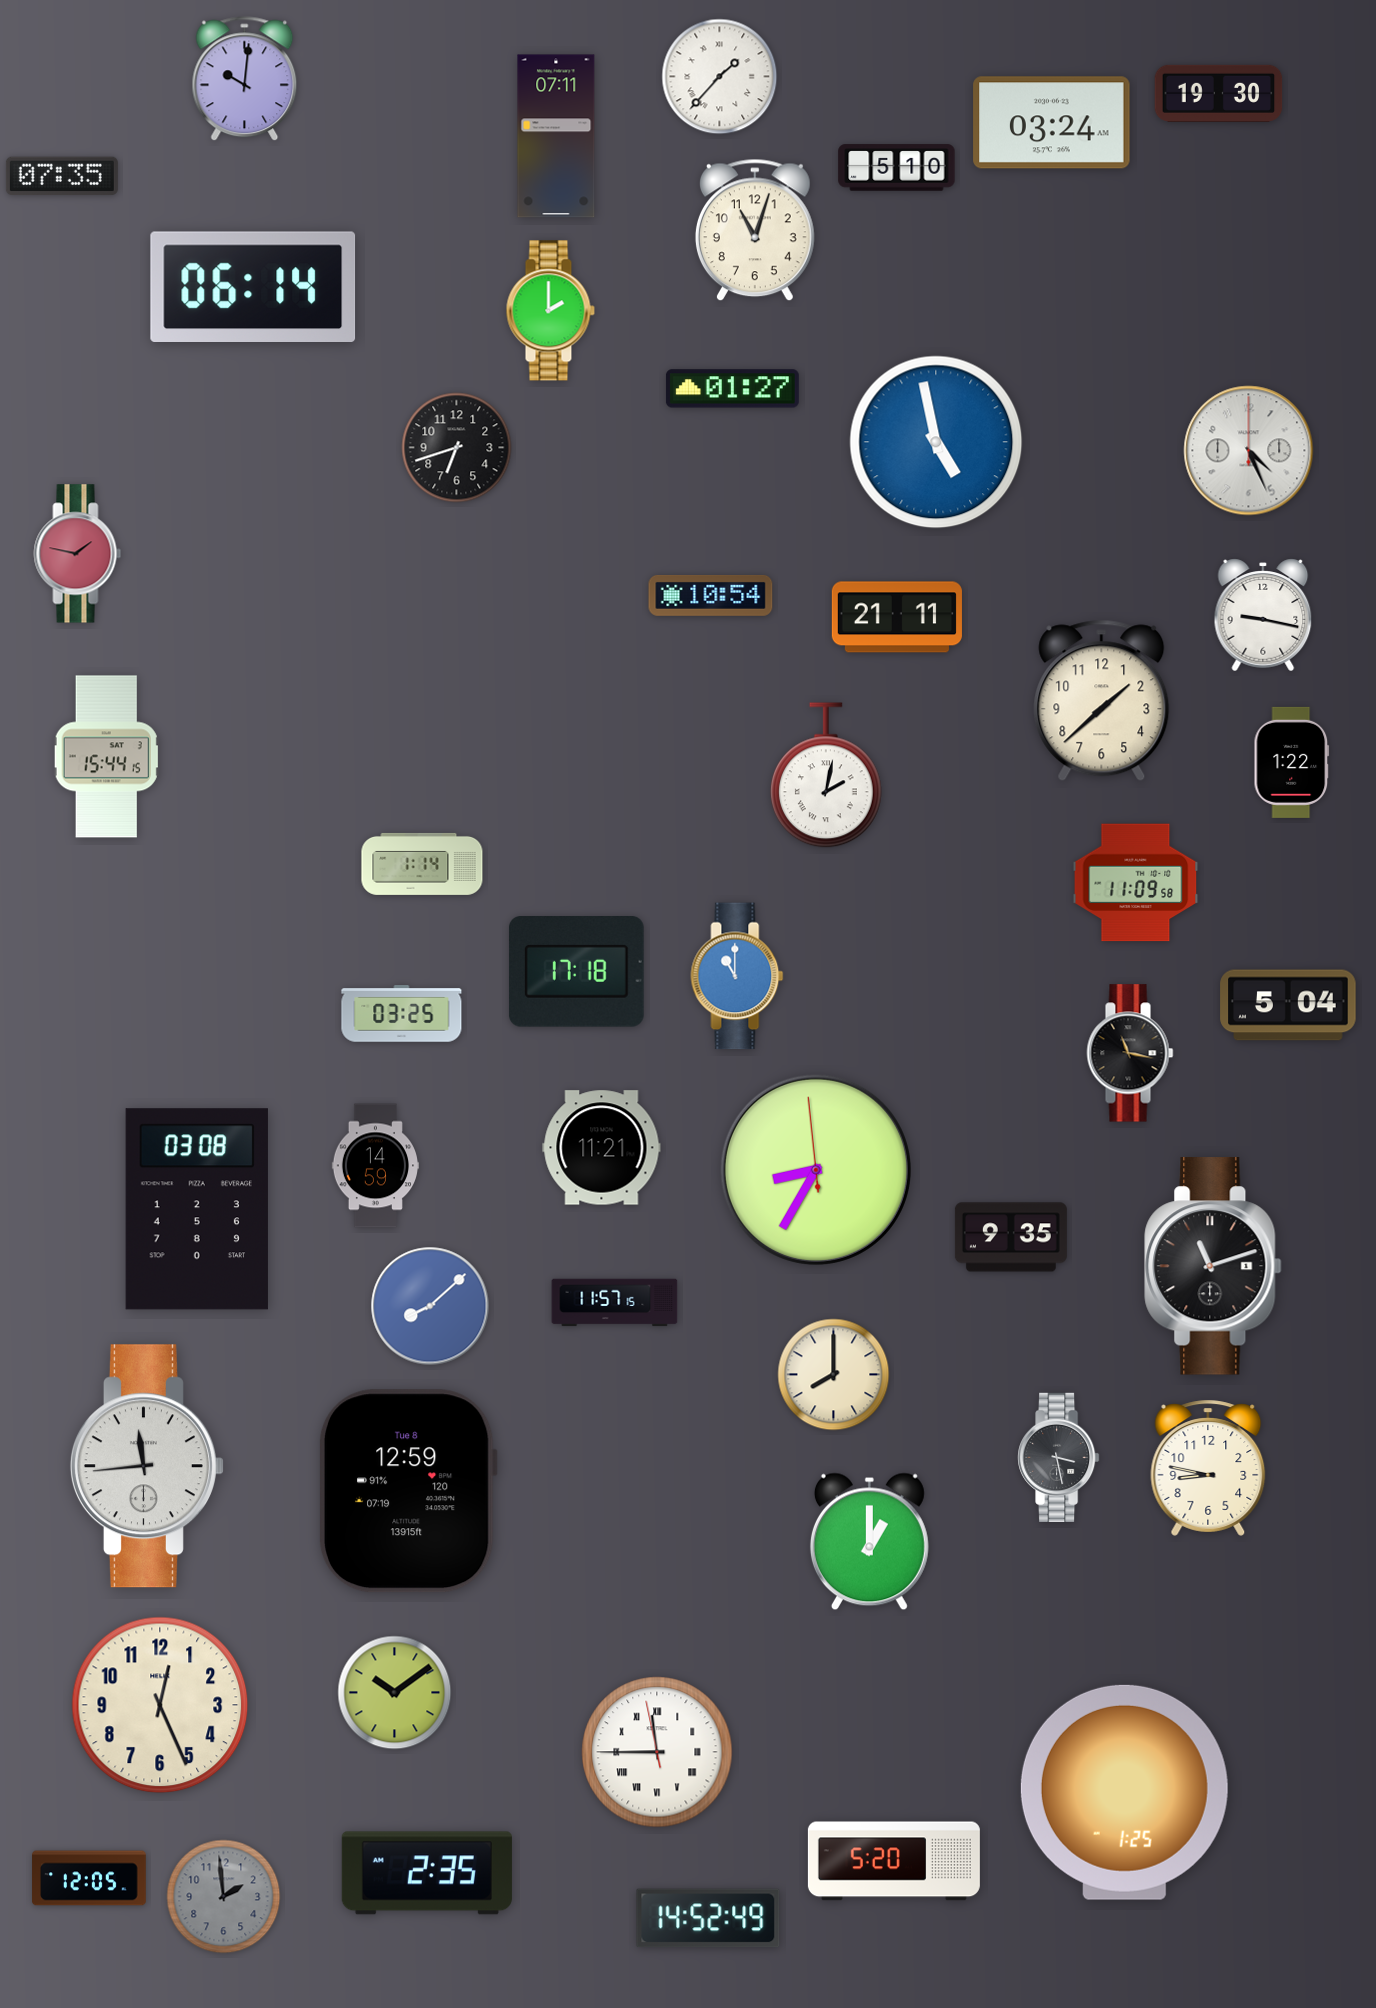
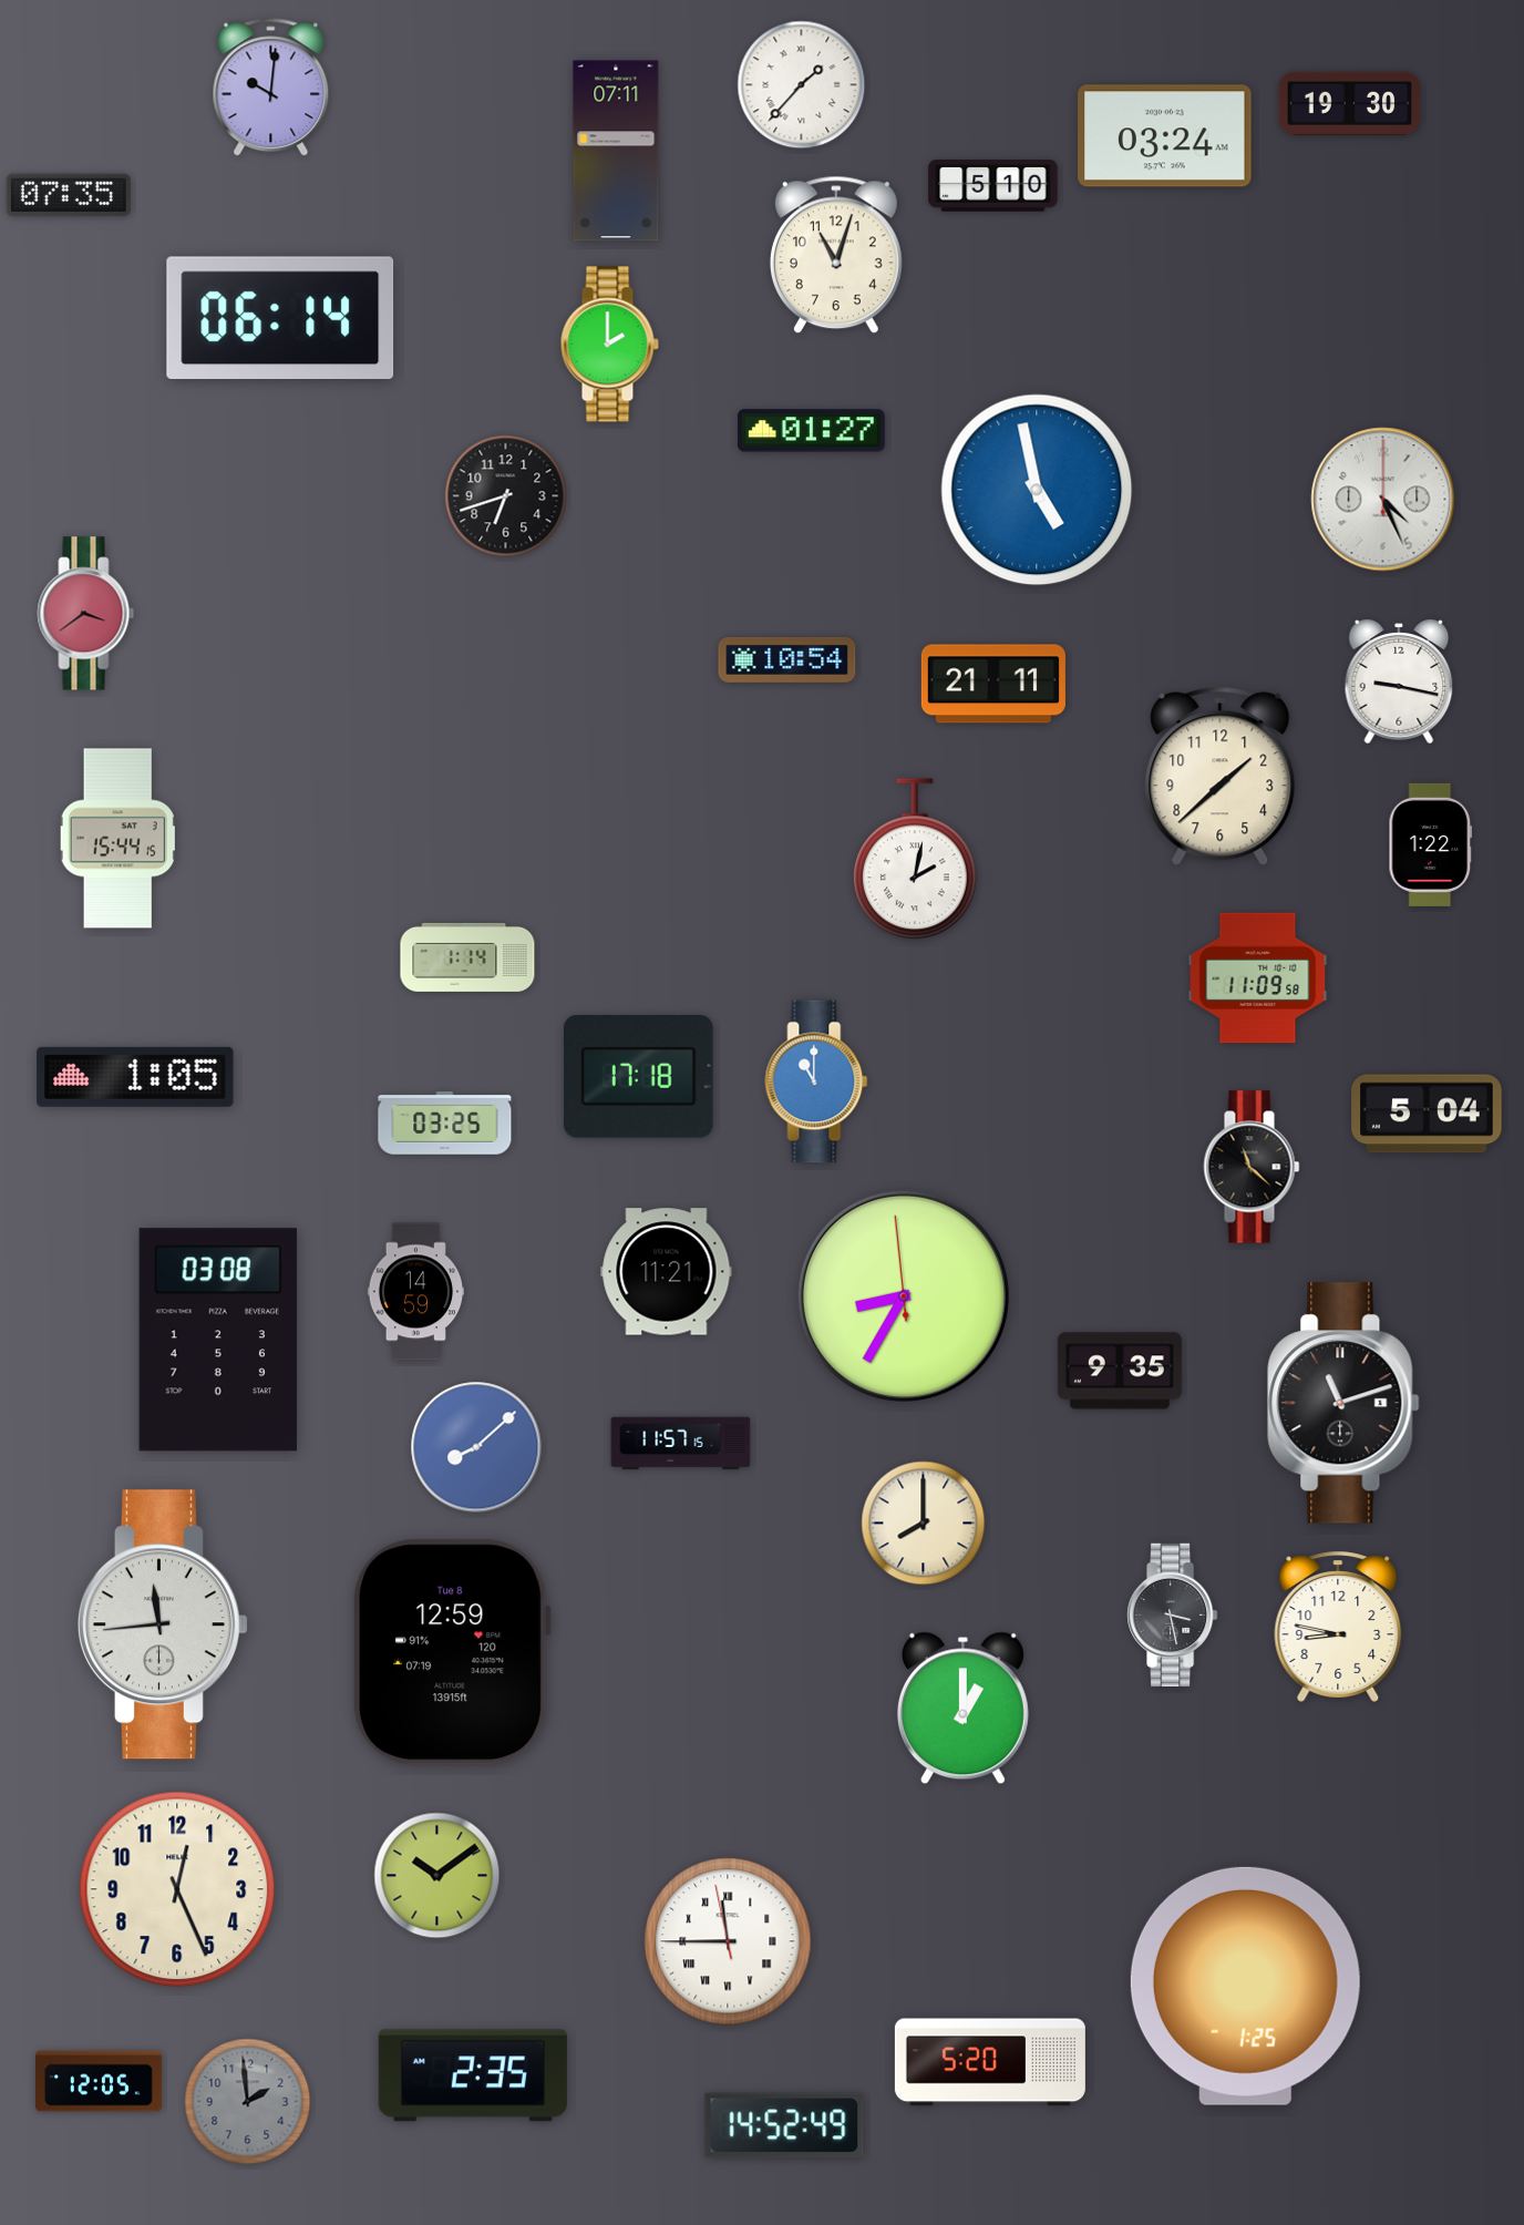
clock at (720, 77) position: (720, 77) -> (802, 85)
clock at (78, 554): 1:47 -> 3:39
clock at (135, 1077): none -> 1:05
clock at (1130, 1053): 11:17 -> 11:22
